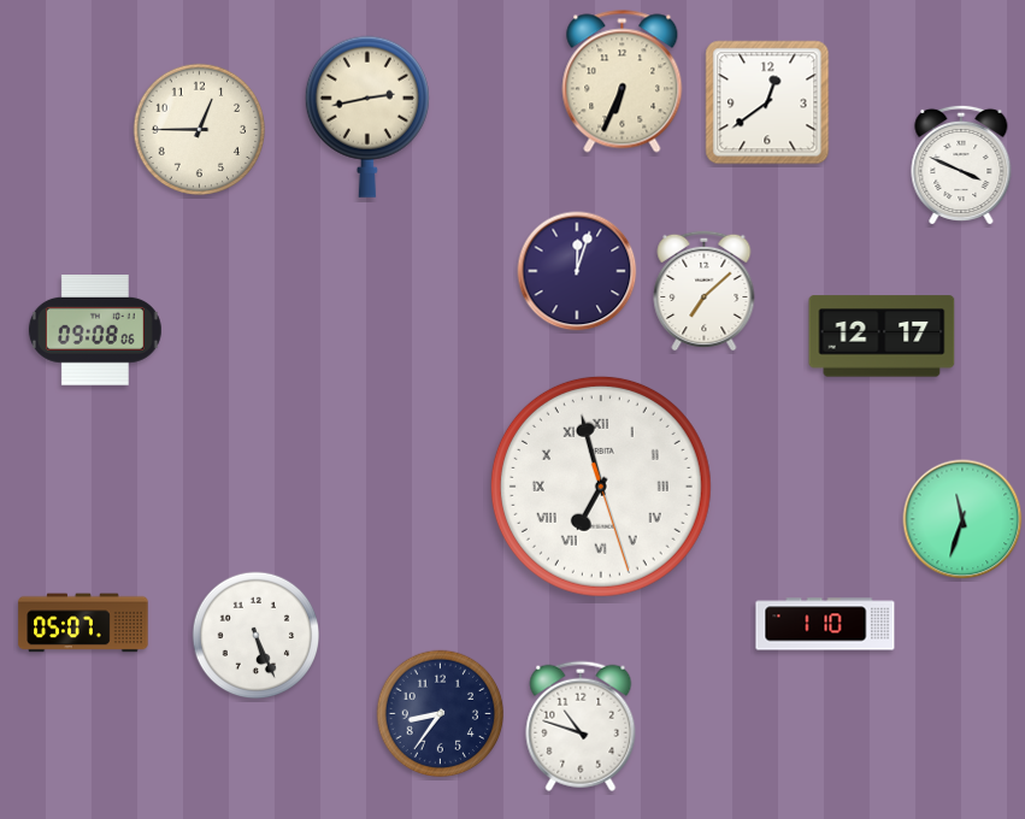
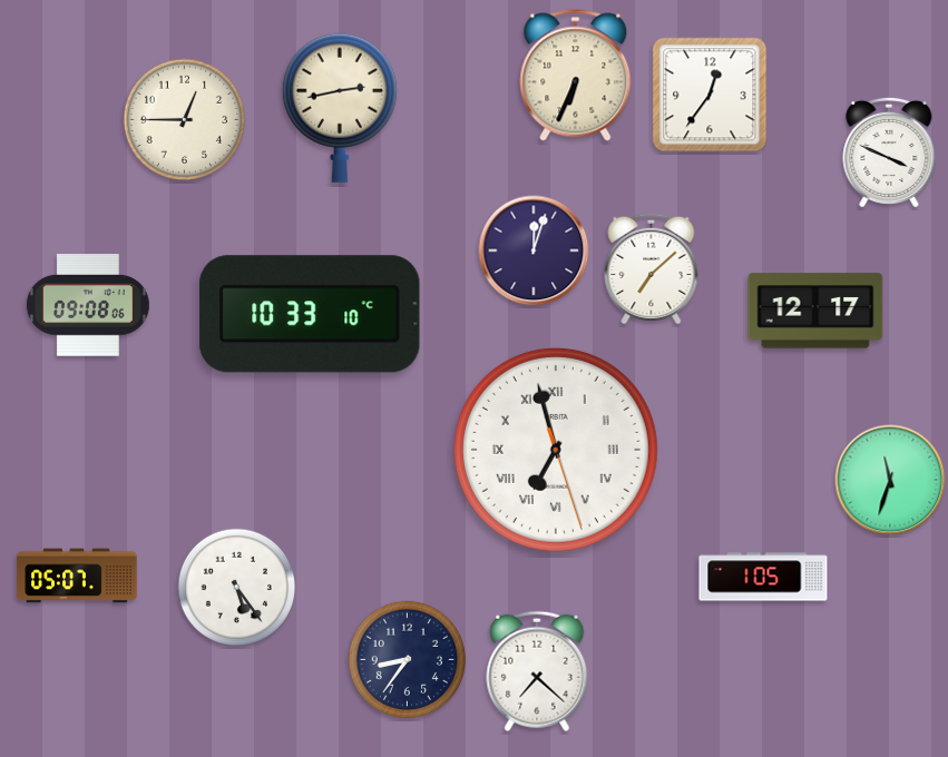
clock at (767, 102): 12:39 -> 12:36
clock at (310, 314): none -> 10:33
clock at (825, 624): 1:10 -> 1:05
clock at (257, 636): 5:26 -> 5:24
clock at (581, 726): 10:48 -> 7:22
